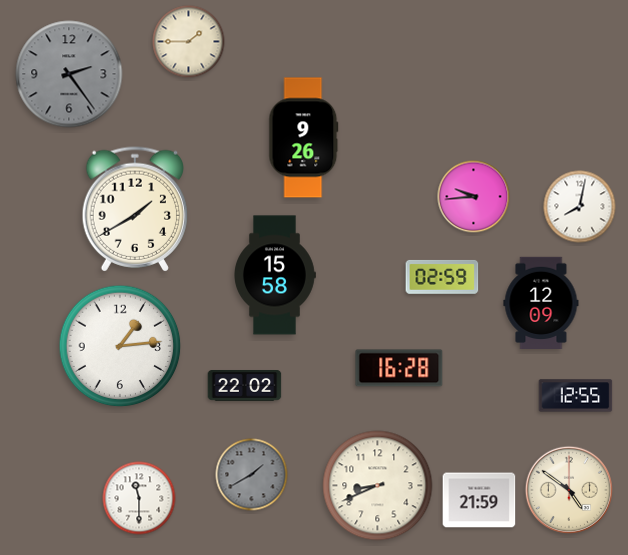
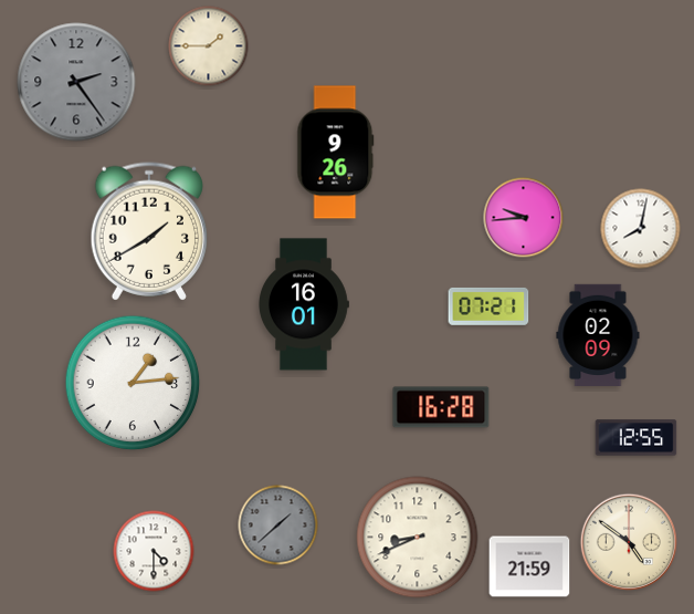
clock at (275, 275): 15:58 -> 16:01
clock at (442, 277): 02:59 -> 07:21
clock at (541, 303): 12:09 -> 02:09
clock at (245, 386): 22:02 -> none
clock at (252, 475): 1:40 -> 1:38
clock at (139, 498): 11:30 -> 4:30
clock at (479, 500) position: (479, 500) -> (529, 566)
